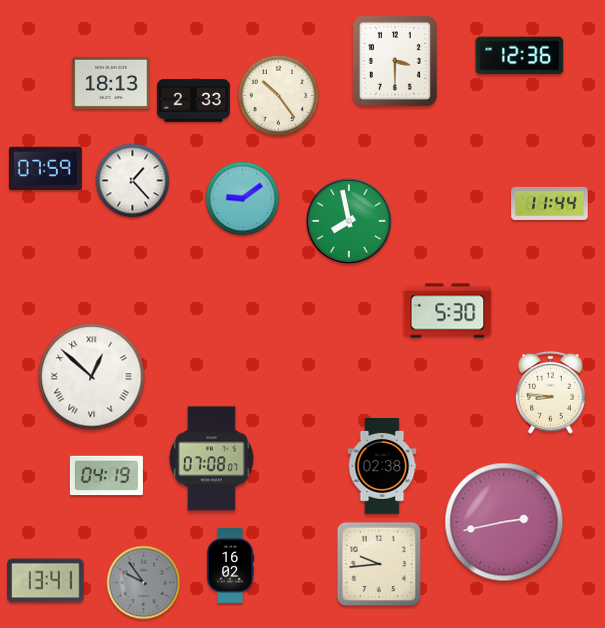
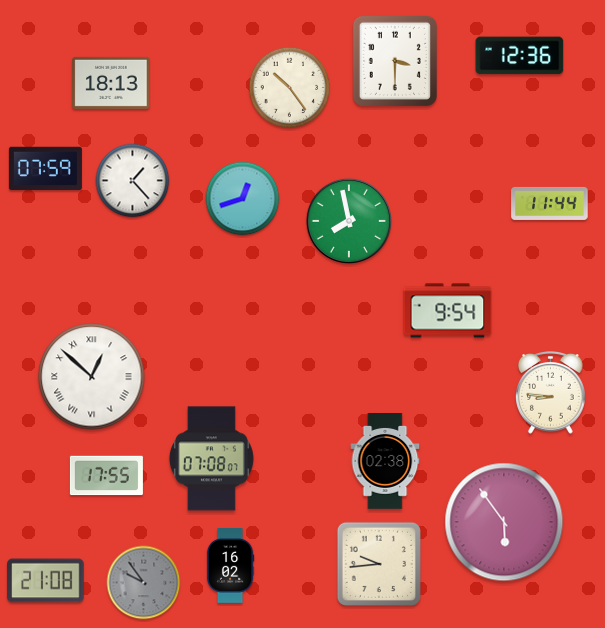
clock at (279, 96) position: (279, 96) -> (290, 88)
clock at (193, 101): 2:33 -> none
clock at (243, 199): 9:09 -> 12:42
clock at (448, 311): 5:30 -> 9:54
clock at (382, 467) position: (382, 467) -> (385, 462)
clock at (106, 476): 04:19 -> 17:55
clock at (504, 522): 2:43 -> 5:54
clock at (46, 581): 13:41 -> 21:08
